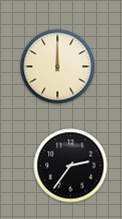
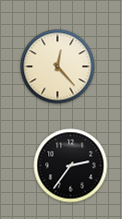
clock at (58, 67): 12:00 -> 12:23
